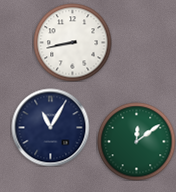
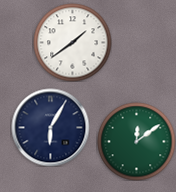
clock at (72, 42): 8:43 -> 1:39
clock at (50, 127): 11:05 -> 6:05
